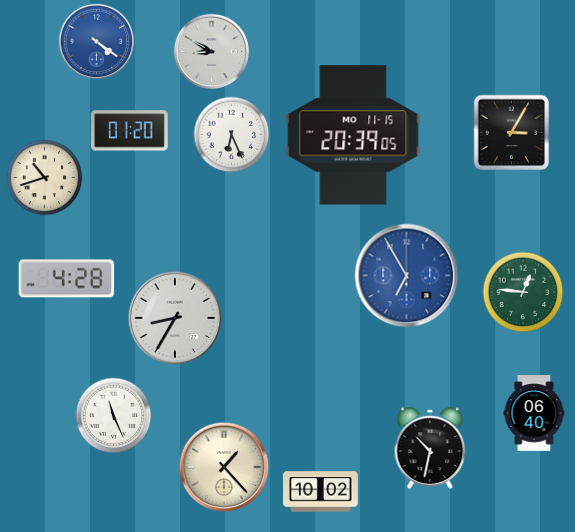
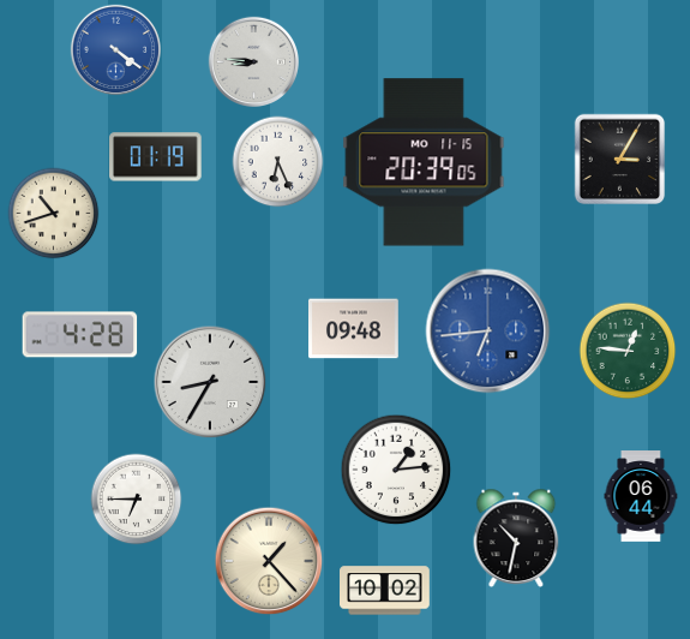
clock at (211, 51): 8:50 -> 8:46
clock at (130, 131): 01:20 -> 01:19
clock at (512, 133) position: (512, 133) -> (620, 160)
clock at (354, 329): none -> 09:48
clock at (407, 276): 6:55 -> 6:44
clock at (396, 470): none -> 1:14
clock at (534, 413): 06:40 -> 06:44
clock at (114, 416): 11:26 -> 6:45
